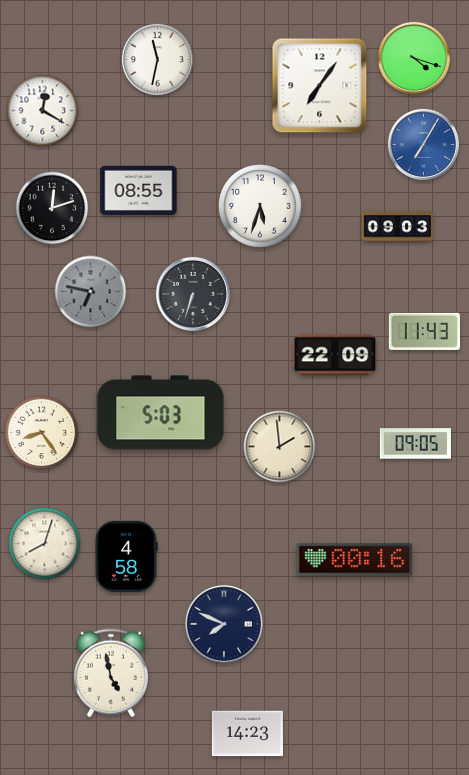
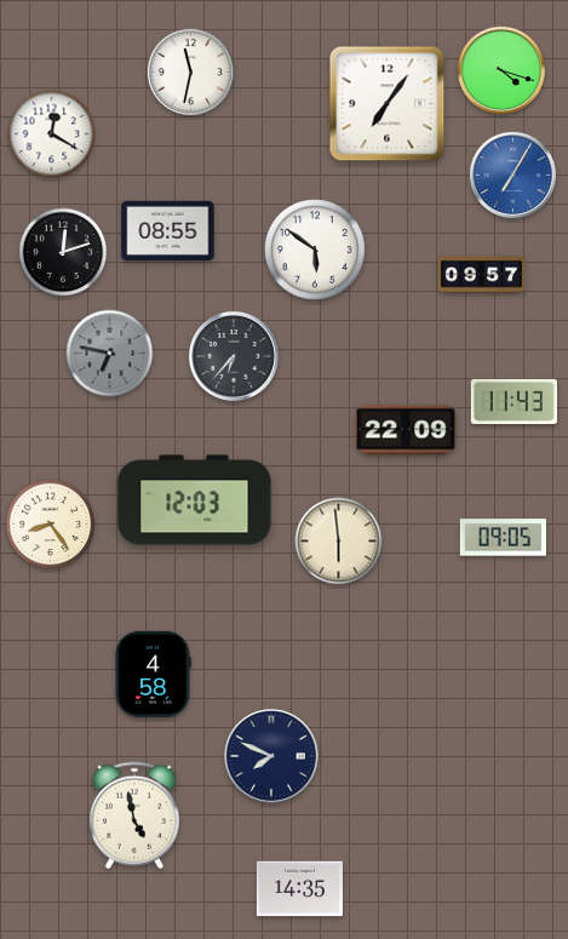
clock at (261, 207): 5:33 -> 5:51
clock at (397, 227): 09:03 -> 09:57
clock at (193, 294): 6:33 -> 6:37
clock at (161, 413): 5:03 -> 12:03
clock at (280, 447): 1:59 -> 5:59
clock at (45, 544): 8:03 -> none
clock at (355, 560): 00:16 -> none
clock at (247, 734): 14:23 -> 14:35
